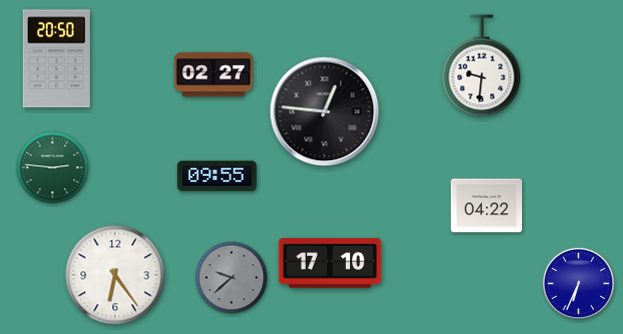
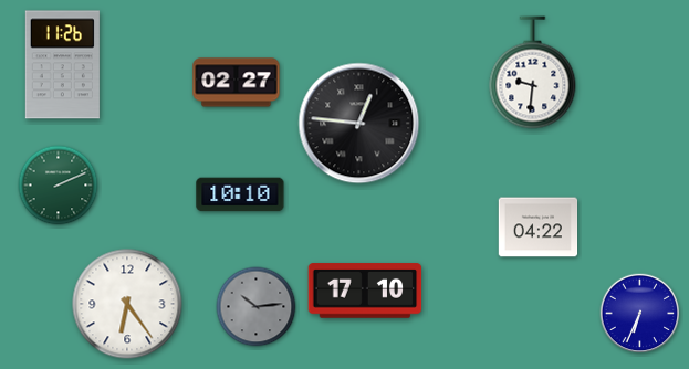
clock at (56, 59): 20:50 -> 11:26
clock at (53, 168): 2:46 -> 2:11
clock at (217, 176): 09:55 -> 10:10
clock at (232, 278): 9:38 -> 10:14
